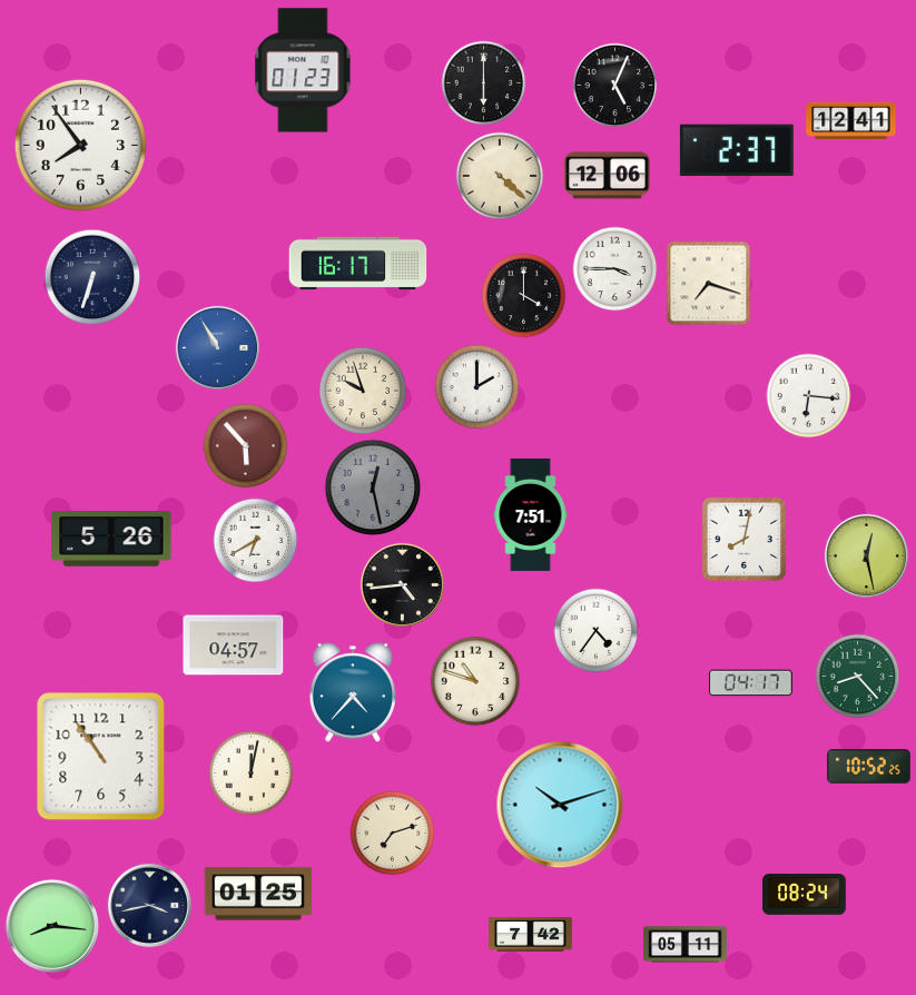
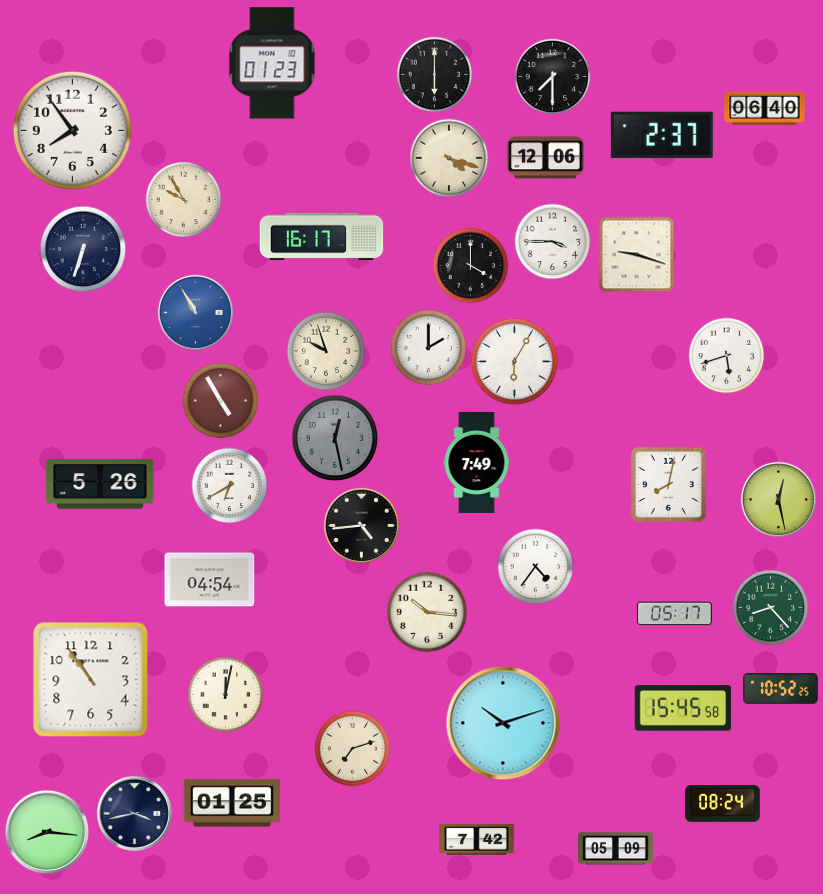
clock at (615, 86): 5:04 -> 7:30
clock at (851, 120): 12:41 -> 06:40
clock at (500, 176): 4:22 -> 4:18
clock at (184, 200): none -> 9:55
clock at (709, 284): 7:18 -> 9:18
clock at (809, 396): 6:16 -> 5:42
clock at (515, 362): none -> 6:05
clock at (246, 446): 5:53 -> 4:55
clock at (531, 514): 7:51 -> 7:49
clock at (234, 646): 04:57 -> 04:54
clock at (475, 681): 10:48 -> 10:16
clock at (751, 683): 04:17 -> 05:17
clock at (353, 692): 4:37 -> none
clock at (683, 708): none -> 15:45
clock at (686, 945): 05:11 -> 05:09
